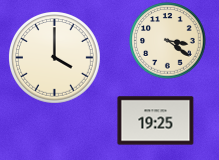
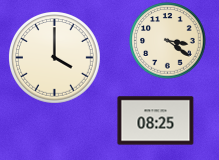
clock at (156, 121): 19:25 -> 08:25
